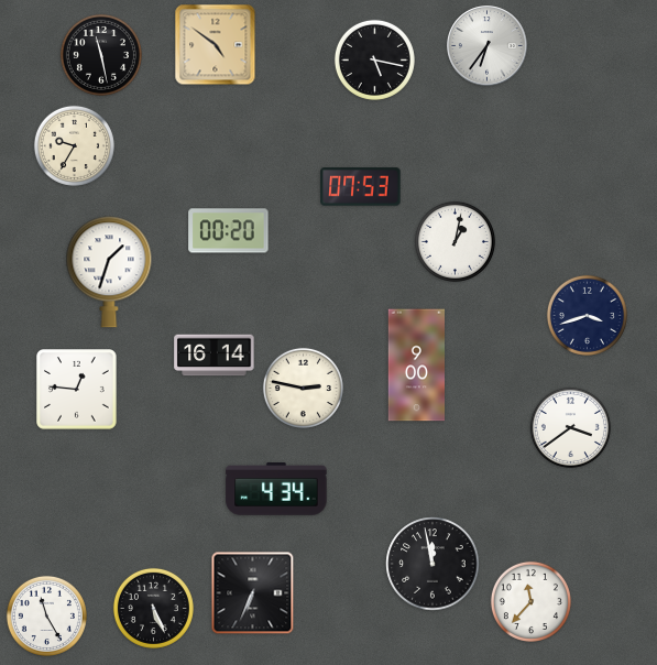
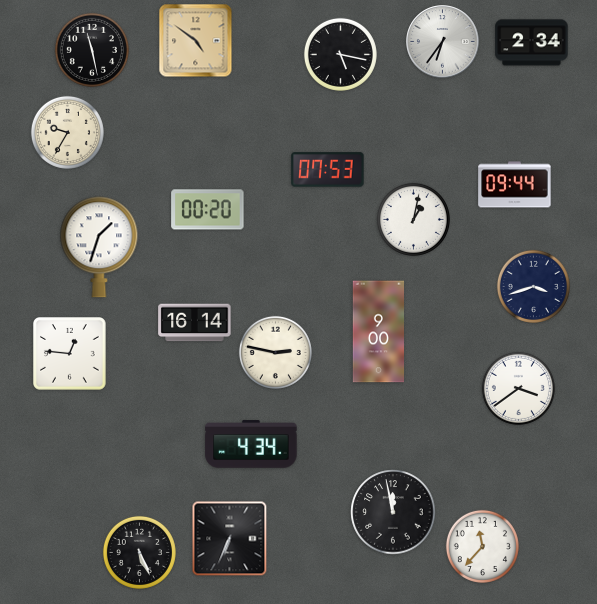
clock at (532, 43): none -> 2:34
clock at (515, 185): none -> 09:44
clock at (46, 615): 11:25 -> none
